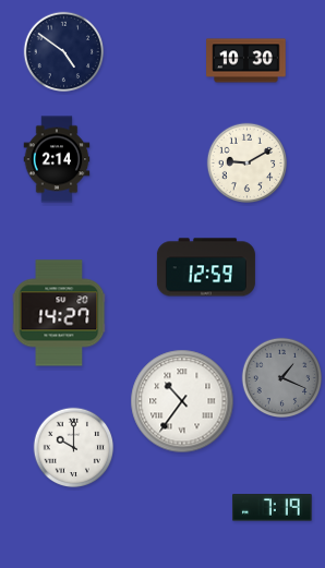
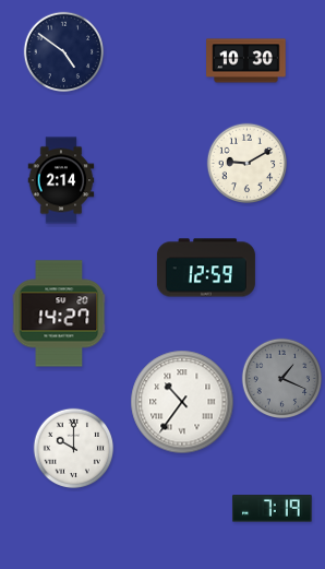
clock at (57, 159) position: (57, 159) -> (61, 180)
